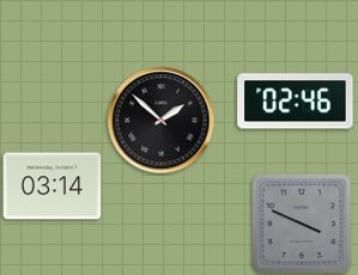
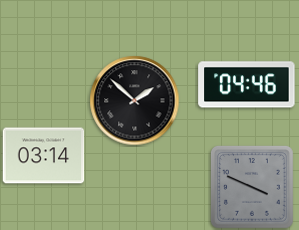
clock at (296, 102): 02:46 -> 04:46
